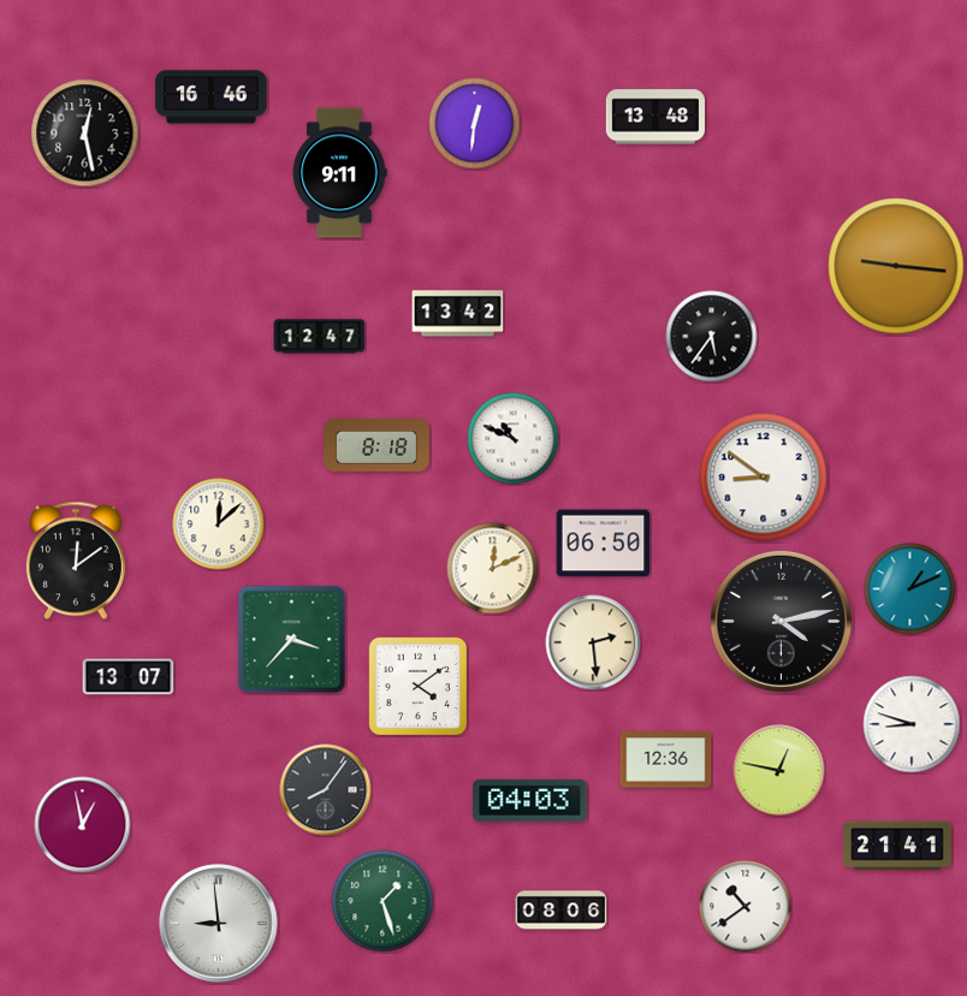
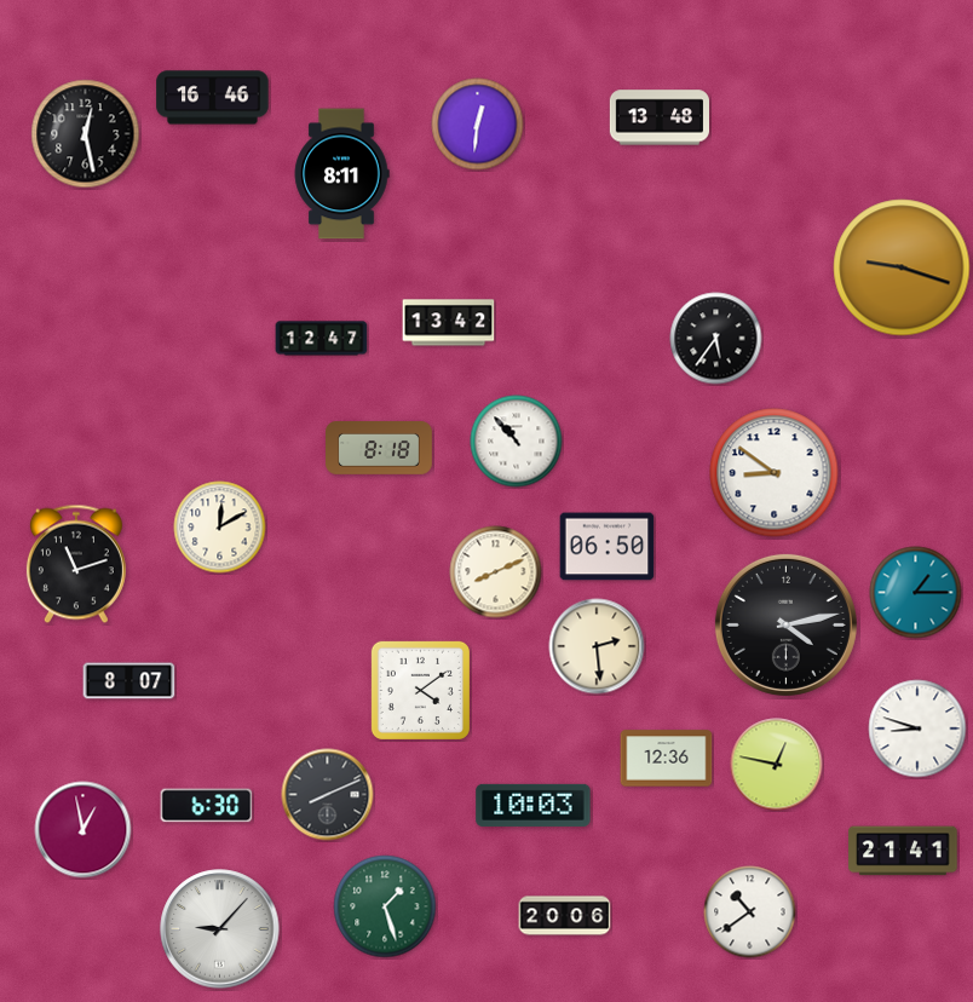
clock at (339, 173): 9:11 -> 8:11
clock at (896, 266): 9:16 -> 9:18
clock at (458, 314) position: (458, 314) -> (449, 323)
clock at (514, 439): 10:49 -> 10:53
clock at (764, 478) position: (764, 478) -> (775, 473)
clock at (219, 524): 12:08 -> 12:10
clock at (76, 561): 12:09 -> 11:12
clock at (493, 569): 12:11 -> 8:11
clock at (910, 589): 1:11 -> 1:15
clock at (292, 640): 3:37 -> none
clock at (129, 677): 13:07 -> 8:07
clock at (666, 760) position: (666, 760) -> (667, 759)
clock at (779, 771) position: (779, 771) -> (777, 765)
clock at (326, 790): 8:06 -> 8:11
clock at (530, 800): 04:03 -> 10:03
clock at (207, 806): none -> 6:30
clock at (562, 911): 08:06 -> 20:06
clock at (219, 924): 8:59 -> 9:07
